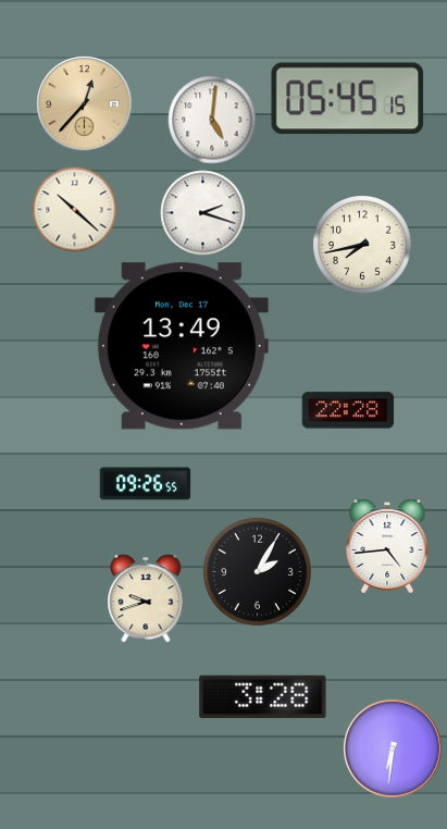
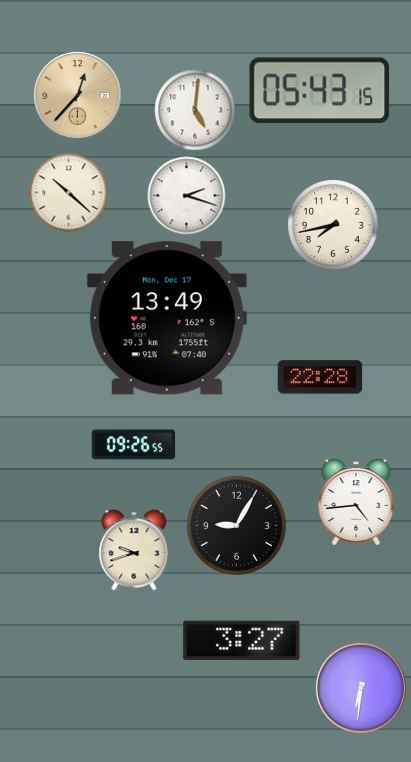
clock at (348, 99): 05:45 -> 05:43
clock at (257, 571): 2:05 -> 9:05
clock at (263, 696): 3:28 -> 3:27
